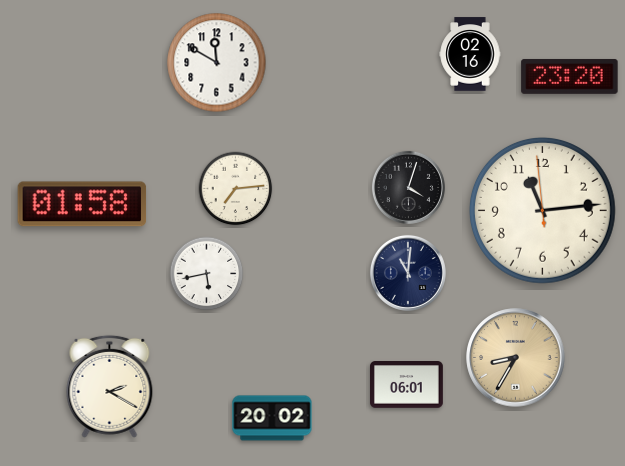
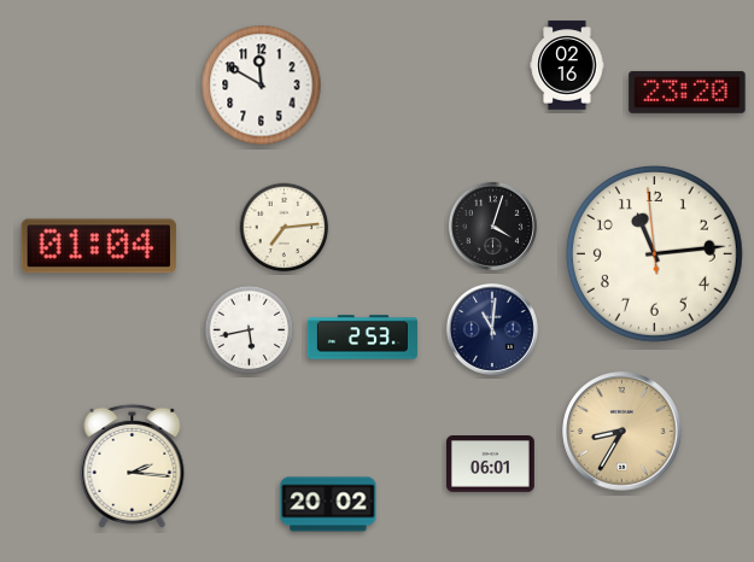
clock at (217, 63) position: (217, 63) -> (262, 86)
clock at (82, 204): 01:58 -> 01:04
clock at (362, 338): none -> 2:53
clock at (110, 386): 2:20 -> 2:16
